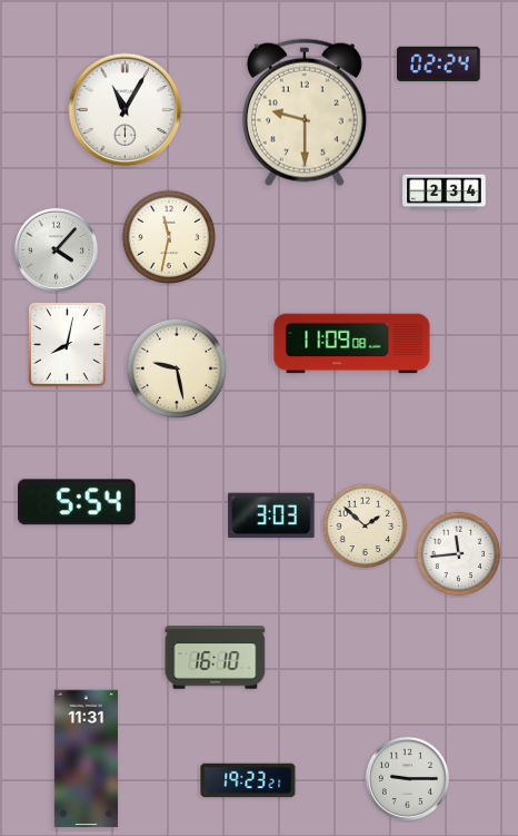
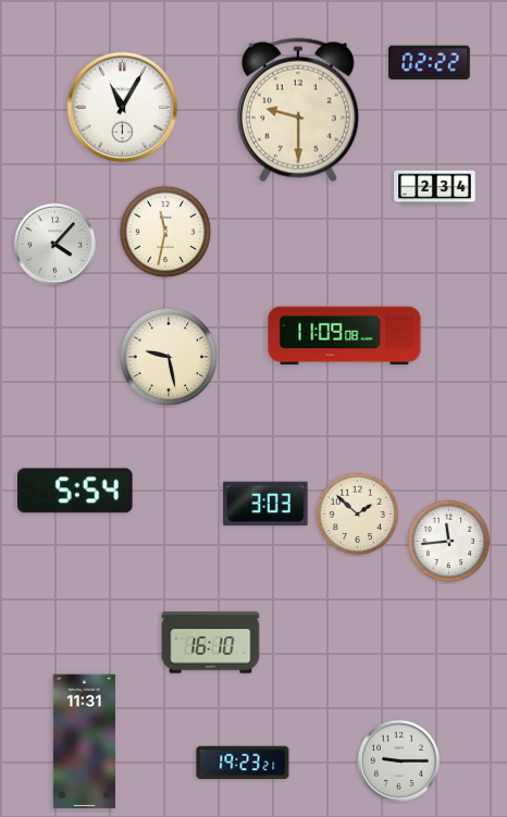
clock at (439, 63): 02:24 -> 02:22
clock at (68, 345): 8:02 -> none
clock at (177, 368) position: (177, 368) -> (169, 357)
